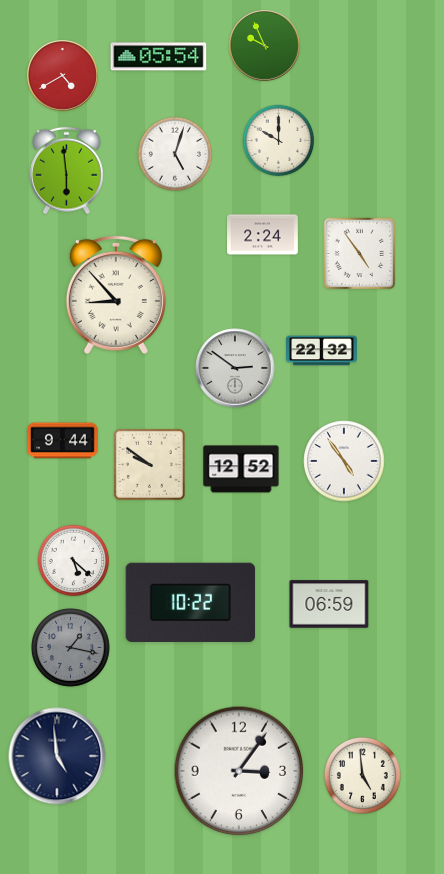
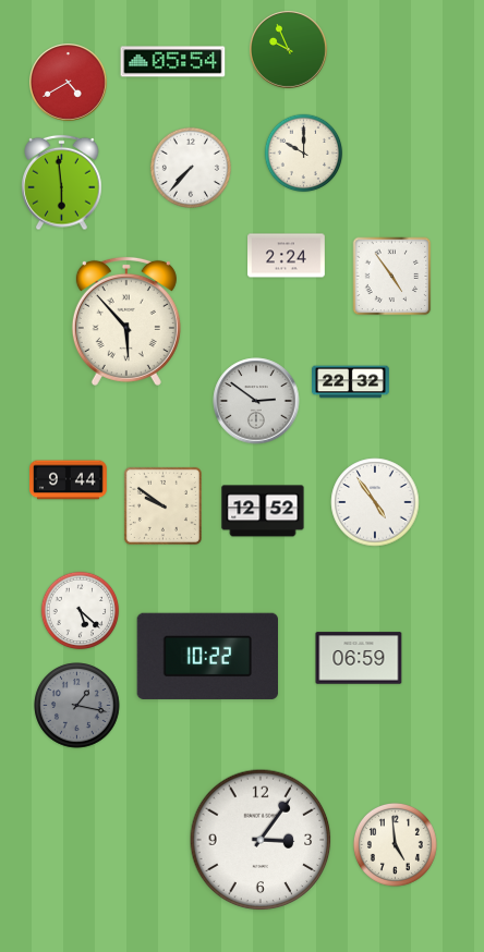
clock at (175, 154): 5:03 -> 7:37
clock at (67, 171) position: (67, 171) -> (62, 183)
clock at (116, 295): 8:53 -> 5:53
clock at (57, 756): 4:59 -> none
